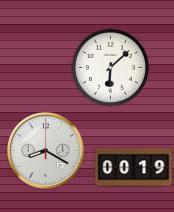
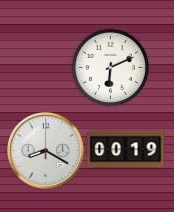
clock at (110, 67): 6:08 -> 6:11
clock at (134, 168) position: (134, 168) -> (126, 150)
